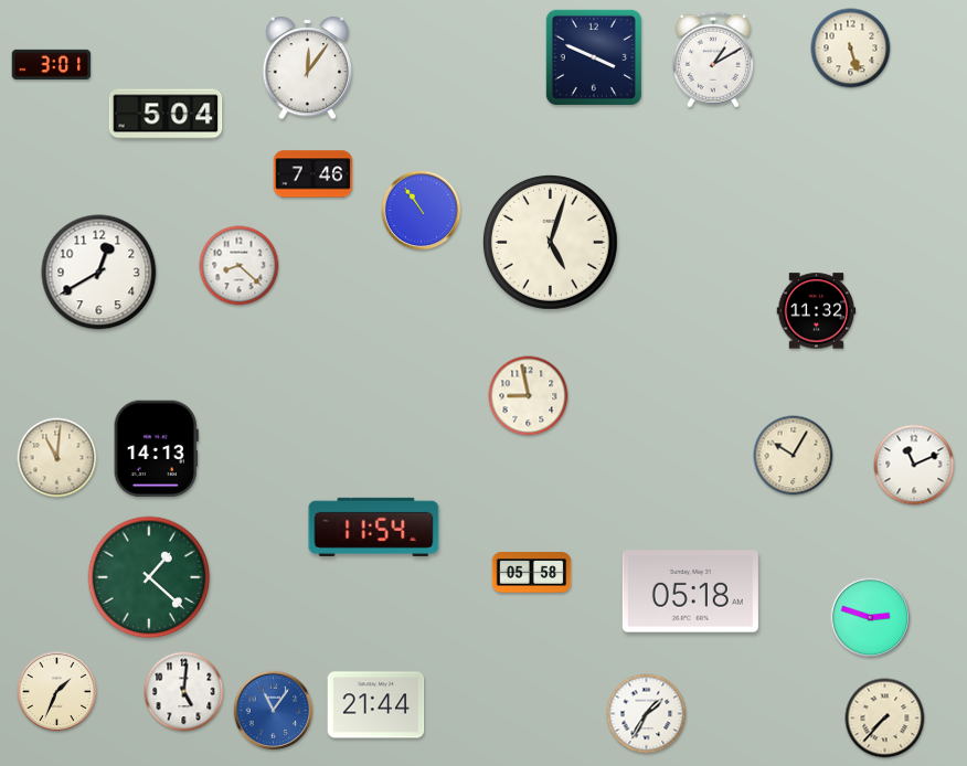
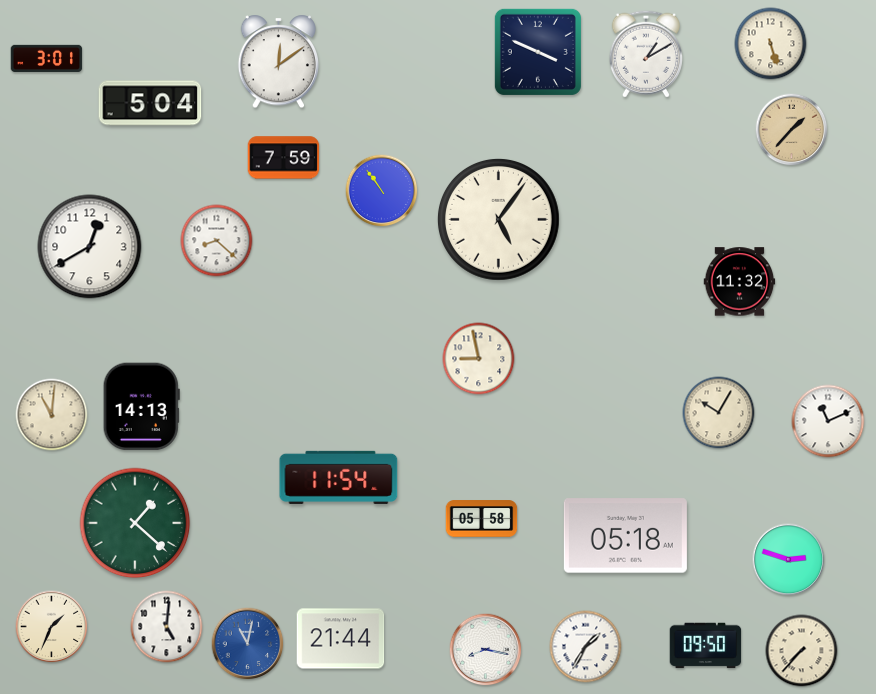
clock at (308, 68): 12:06 -> 12:09
clock at (792, 130): none -> 1:37
clock at (314, 174): 7:46 -> 7:59
clock at (550, 242): 5:03 -> 5:06
clock at (274, 711): 11:06 -> 11:02
clock at (706, 646): none -> 09:50
clock at (486, 650): none -> 8:17
